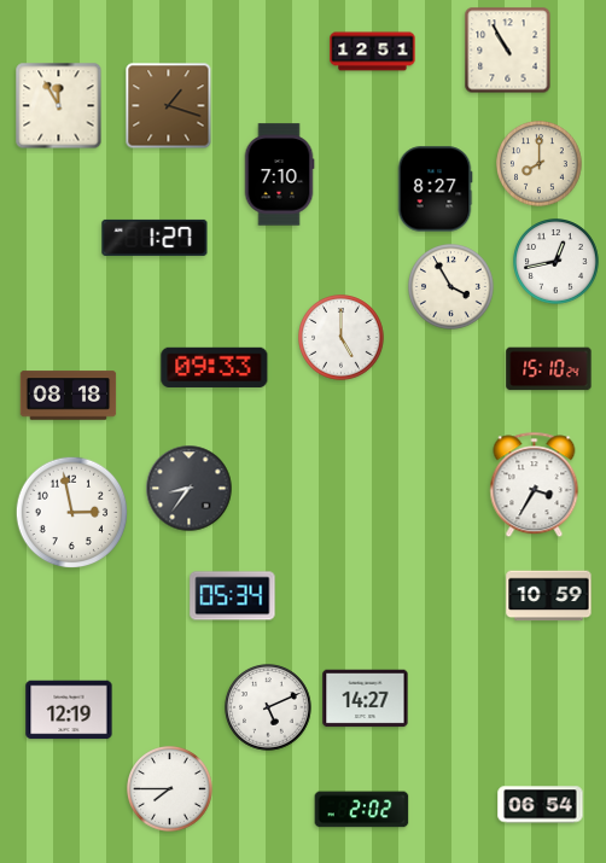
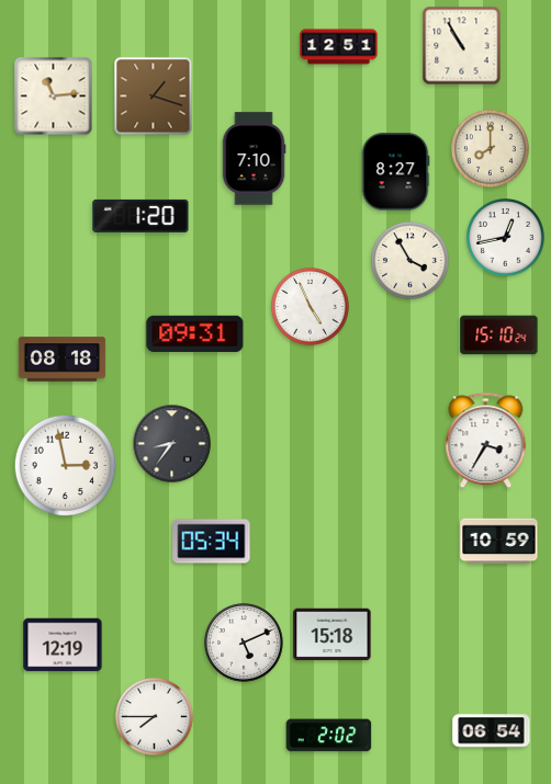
clock at (59, 106): 11:55 -> 11:14
clock at (155, 238): 1:27 -> 1:20
clock at (342, 338): 5:00 -> 4:56
clock at (215, 367): 09:33 -> 09:31
clock at (366, 699): 14:27 -> 15:18
